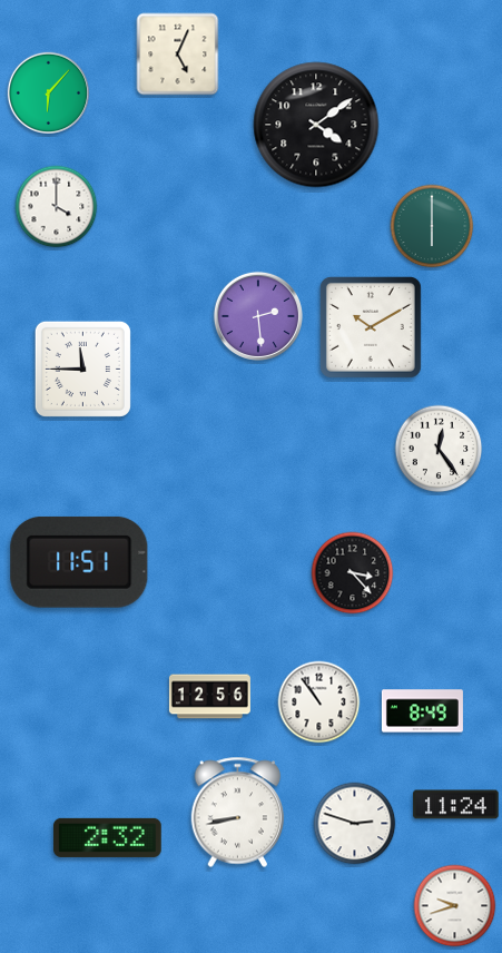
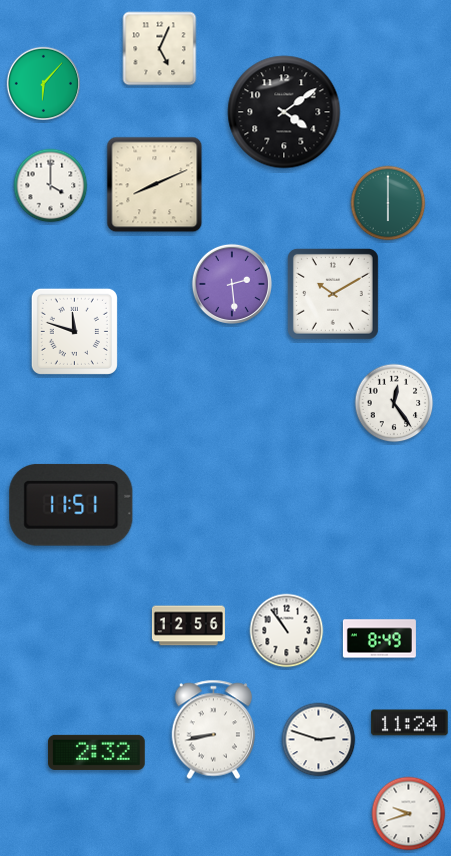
clock at (155, 185): none -> 8:11
clock at (82, 369): 11:45 -> 11:48
clock at (353, 573): 3:23 -> none
